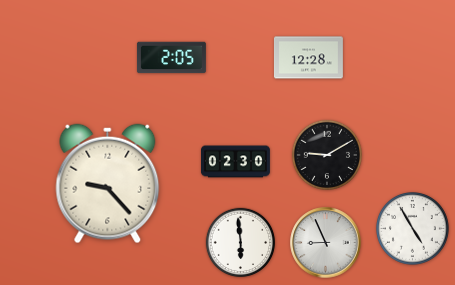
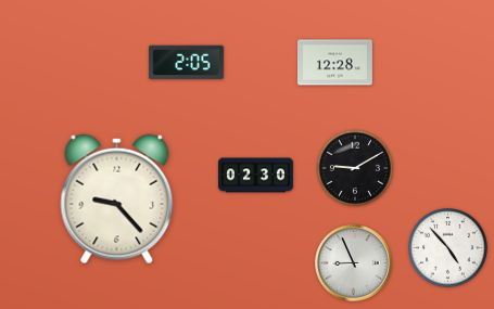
clock at (413, 229): 4:55 -> 4:53
clock at (241, 243): 5:59 -> none
